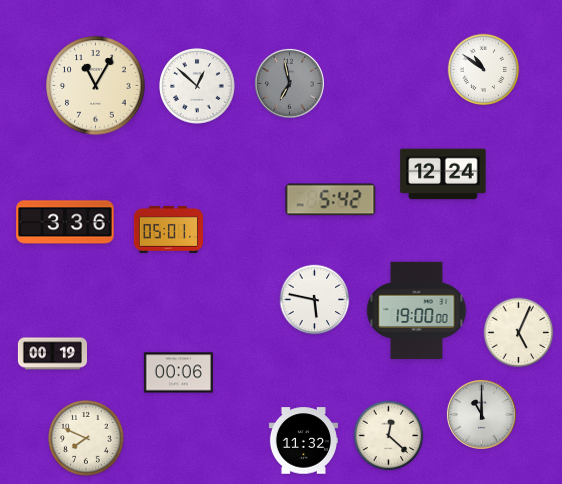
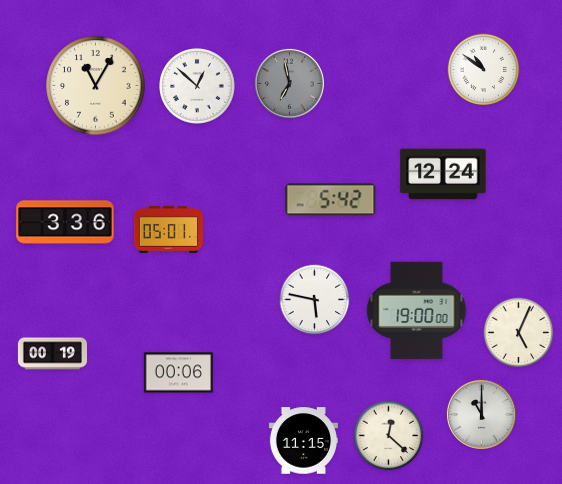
clock at (87, 439): 7:49 -> none
clock at (303, 441): 11:32 -> 11:15
